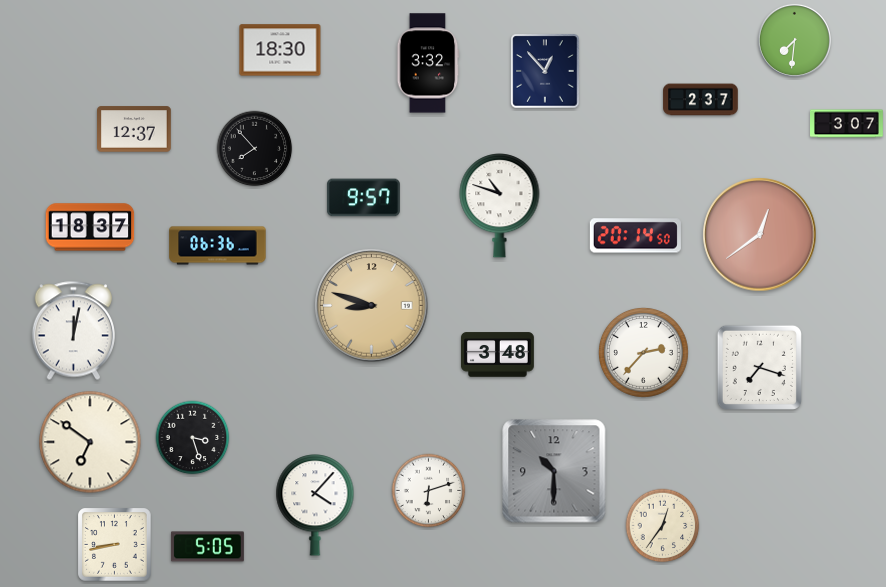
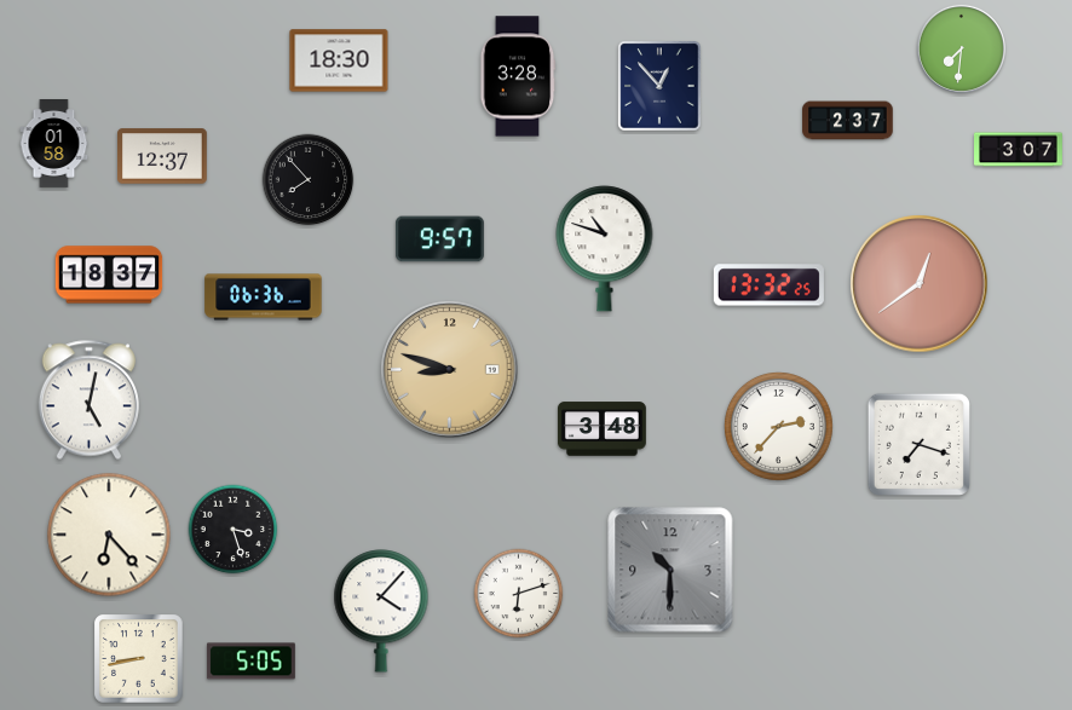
clock at (428, 63): 3:32 -> 3:28
clock at (54, 144): none -> 01:58
clock at (847, 124) position: (847, 124) -> (1019, 150)
clock at (635, 236): 20:14 -> 13:32
clock at (73, 331): 12:02 -> 5:02
clock at (90, 442): 6:51 -> 6:23
clock at (663, 526): 12:36 -> none
